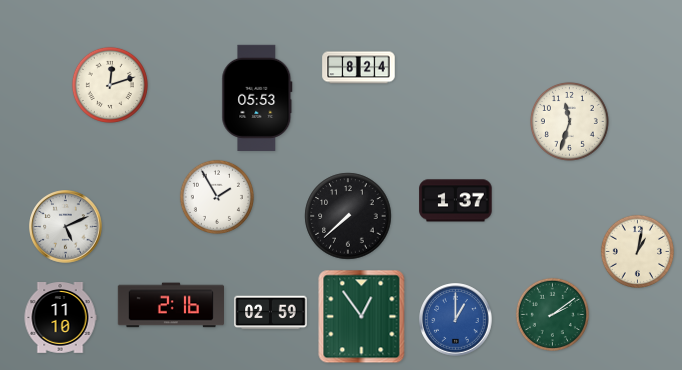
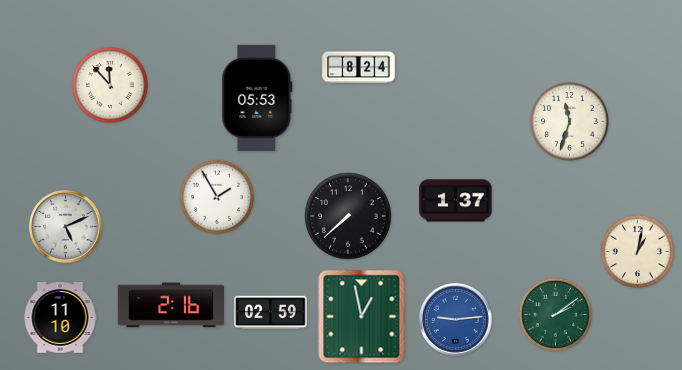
clock at (110, 85): 12:12 -> 11:53
clock at (552, 314) position: (552, 314) -> (555, 314)
clock at (362, 317): 12:54 -> 12:58
clock at (456, 320): 1:00 -> 9:14
